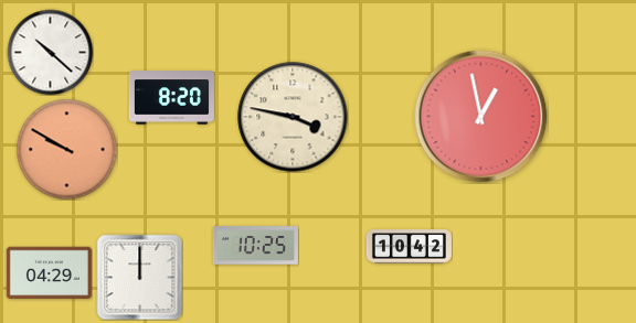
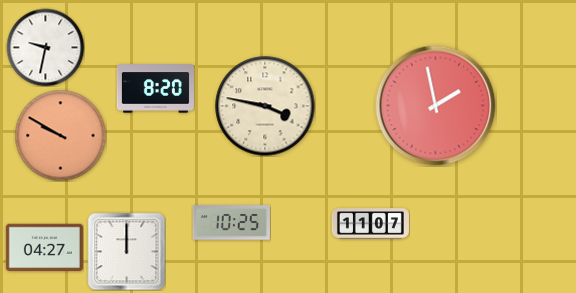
clock at (50, 52): 10:22 -> 9:32
clock at (481, 117): 12:58 -> 1:58
clock at (409, 247): 10:42 -> 11:07
clock at (49, 273): 04:29 -> 04:27
